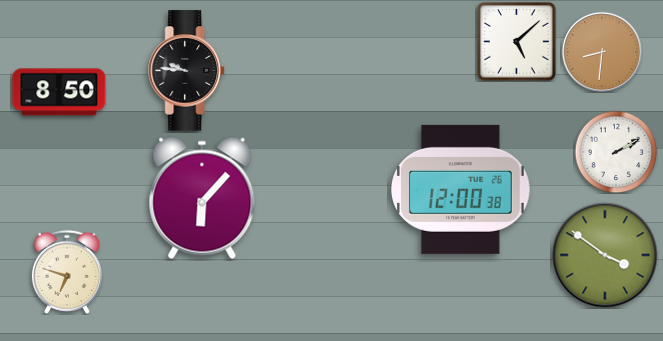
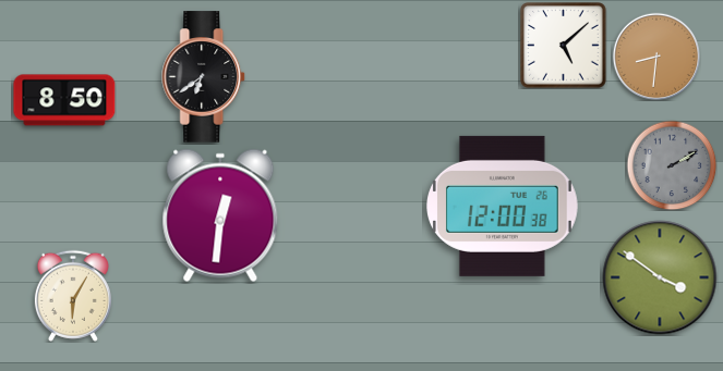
clock at (187, 71): 9:46 -> 6:39
clock at (616, 152) dial: white -> grey
clock at (202, 198): 6:07 -> 12:31
clock at (67, 272): 6:48 -> 6:05
